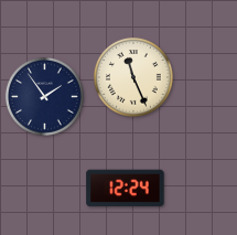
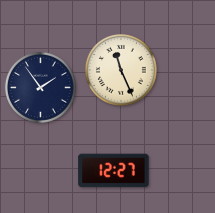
clock at (126, 189): 12:24 -> 12:27
